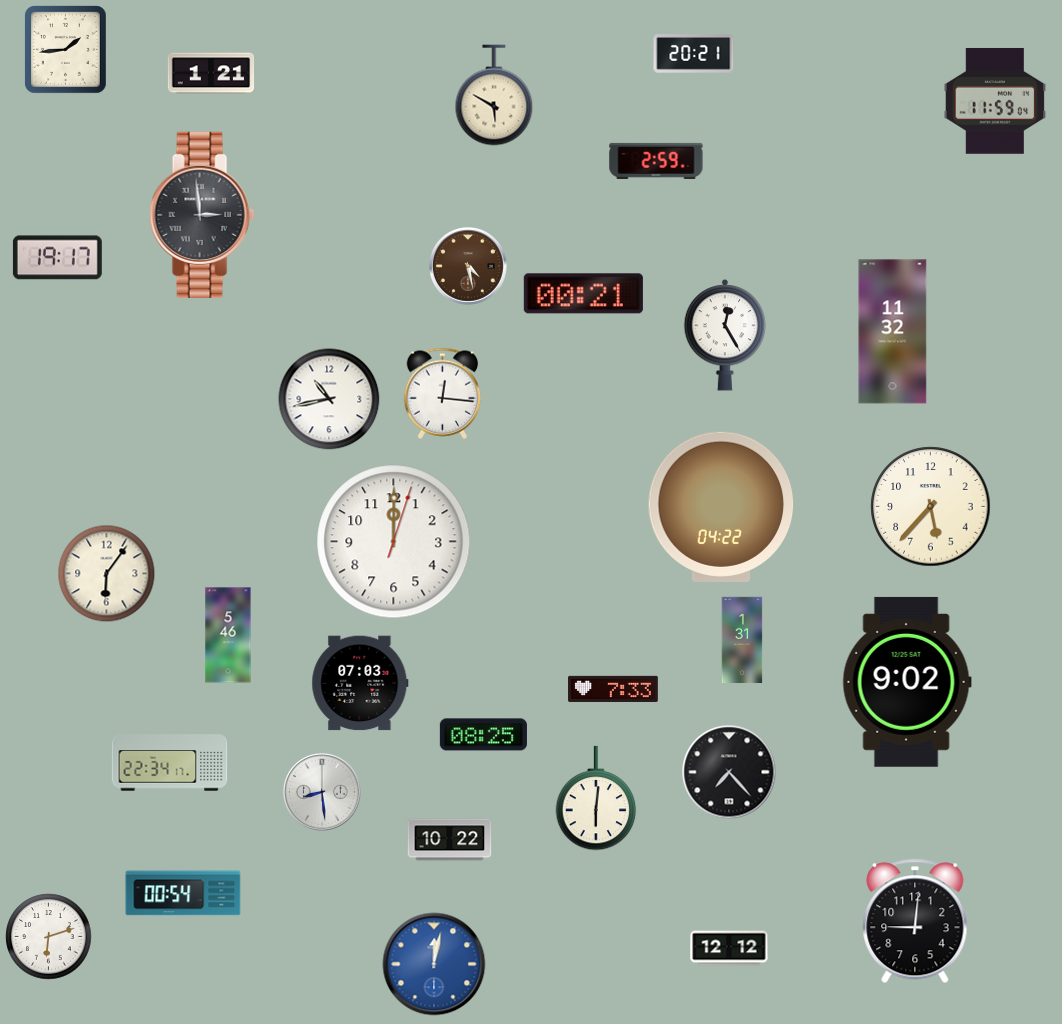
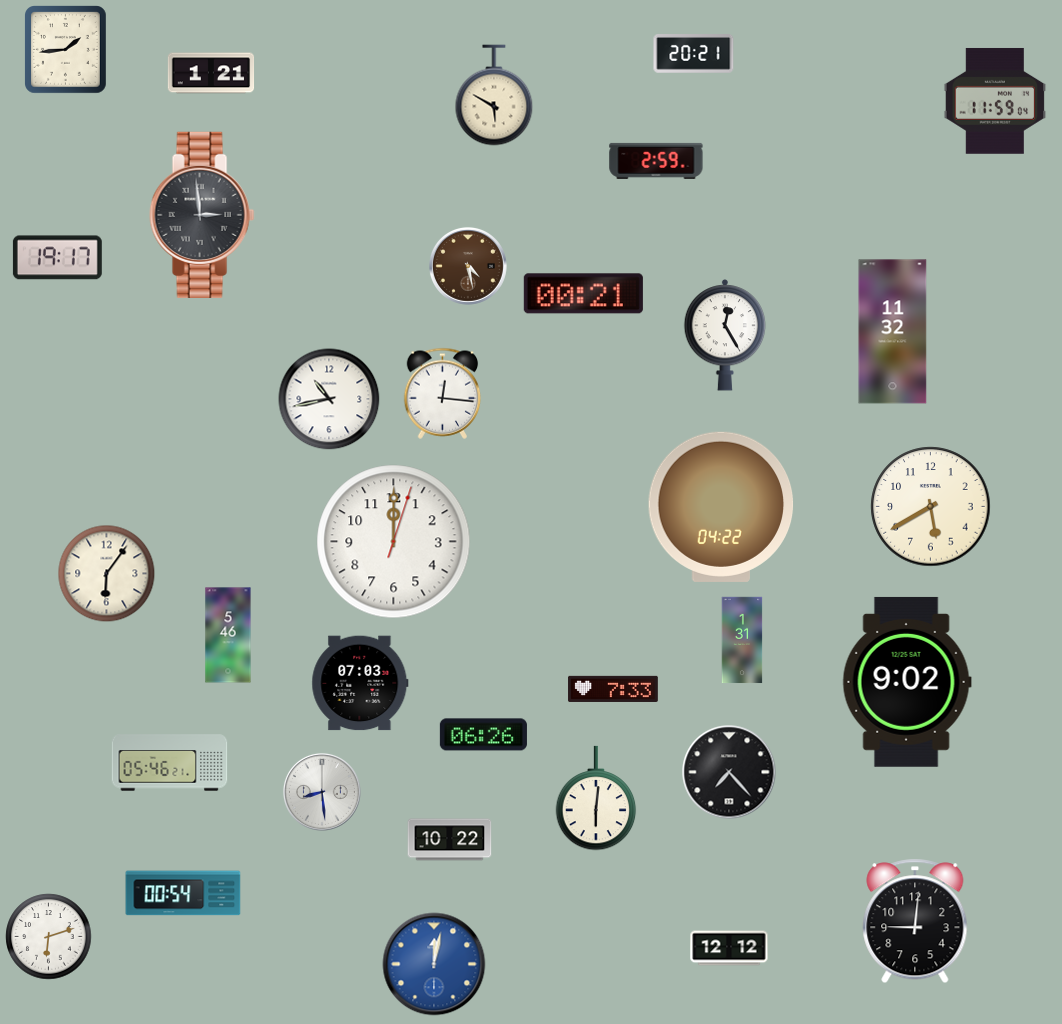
clock at (931, 507): 5:37 -> 5:40
clock at (483, 735): 08:25 -> 06:26
clock at (170, 763): 22:34 -> 05:46
